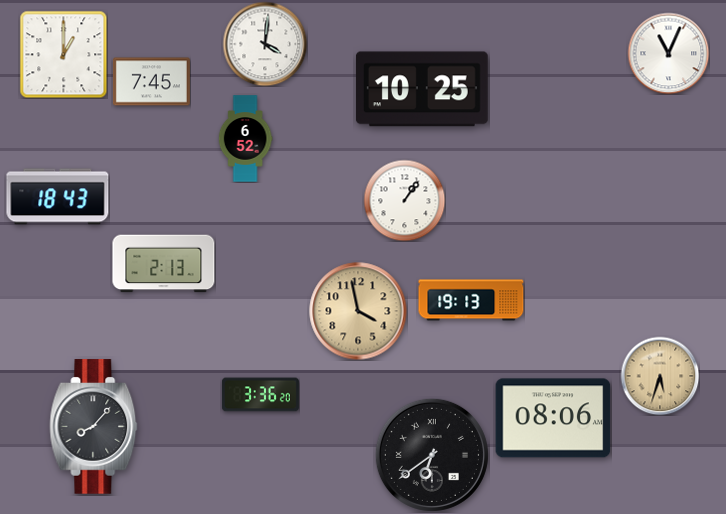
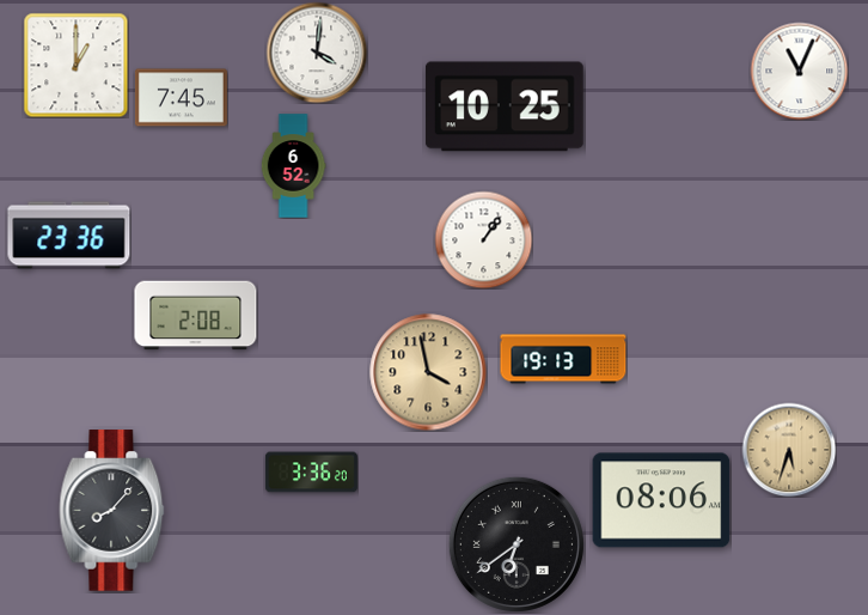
clock at (668, 53) position: (668, 53) -> (799, 71)
clock at (58, 197): 18:43 -> 23:36
clock at (164, 264): 2:13 -> 2:08
